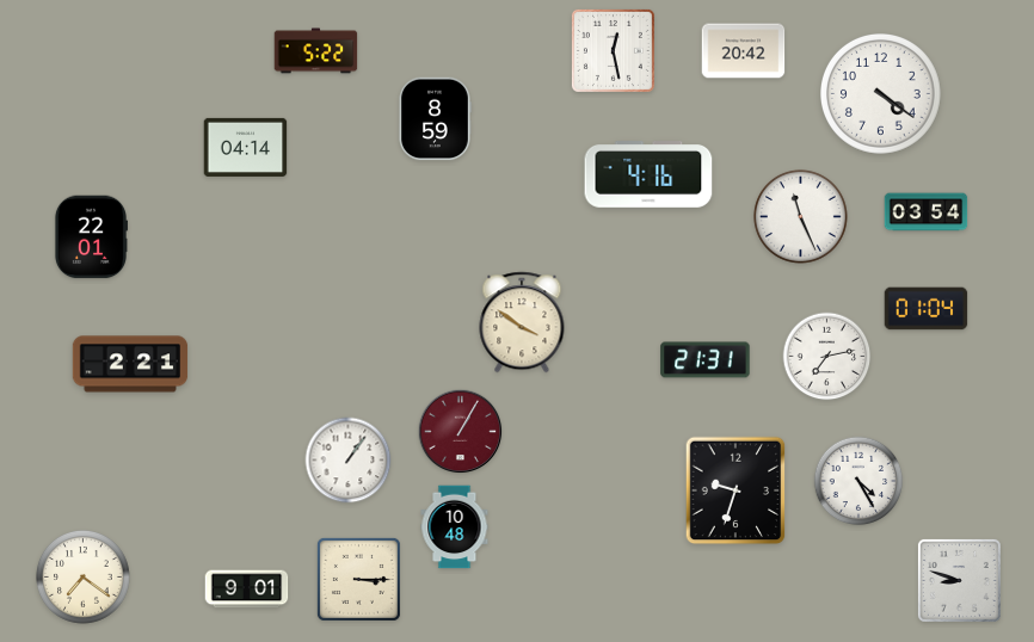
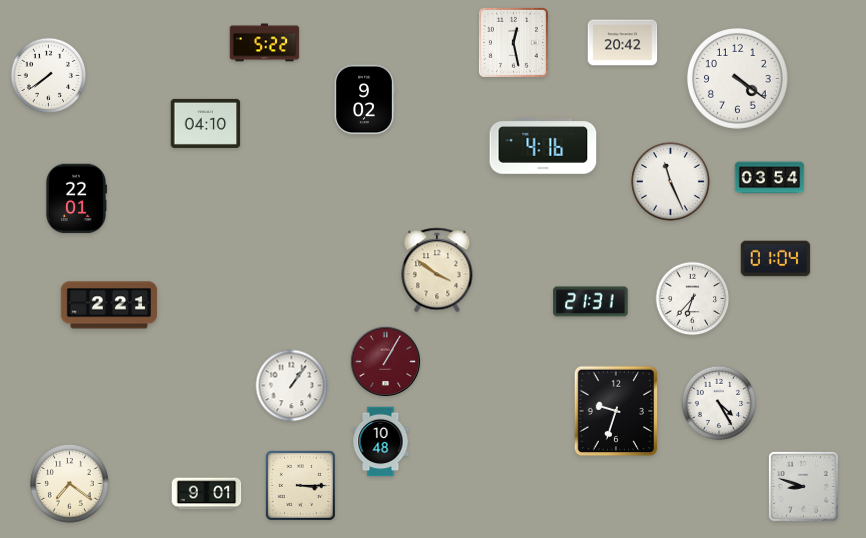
clock at (48, 75): none -> 7:39
clock at (435, 119): 8:59 -> 9:02
clock at (246, 147): 04:14 -> 04:10
clock at (927, 212) position: (927, 212) -> (770, 178)
clock at (827, 357): 7:13 -> 6:37
